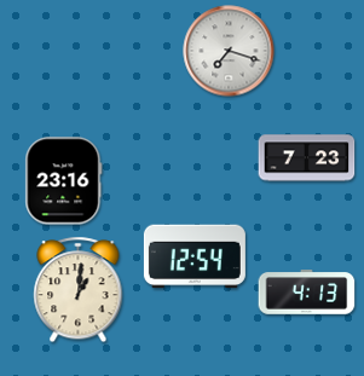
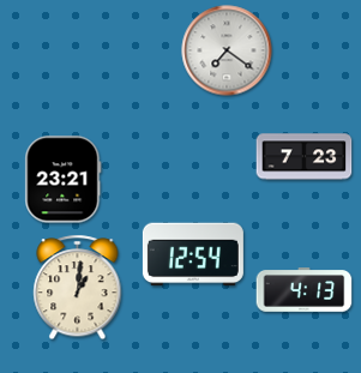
clock at (229, 51): 7:18 -> 7:21
clock at (64, 181): 23:16 -> 23:21
